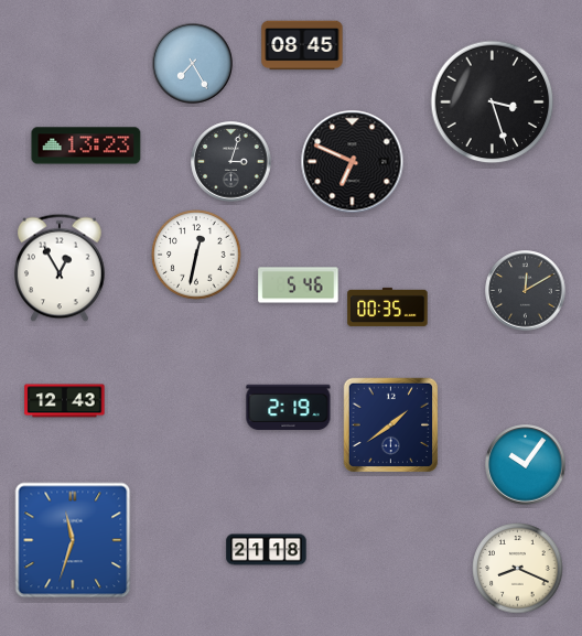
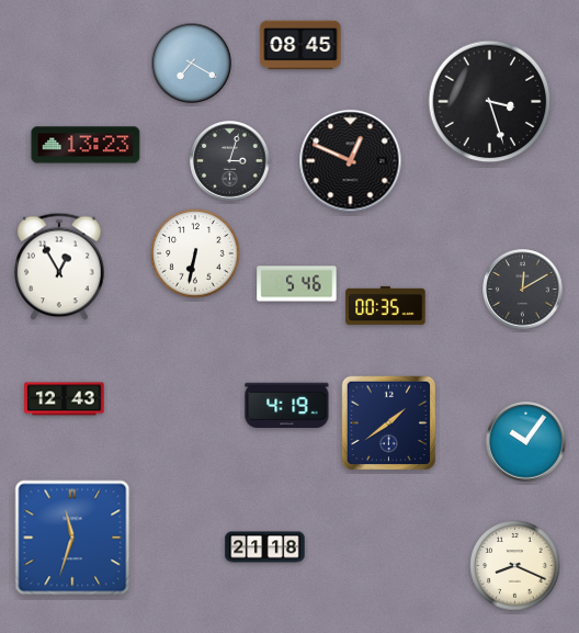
clock at (193, 64): 7:25 -> 7:20
clock at (353, 162): 6:49 -> 12:49
clock at (196, 255): 12:32 -> 6:32
clock at (289, 408): 2:19 -> 4:19
clock at (526, 465) position: (526, 465) -> (526, 442)
